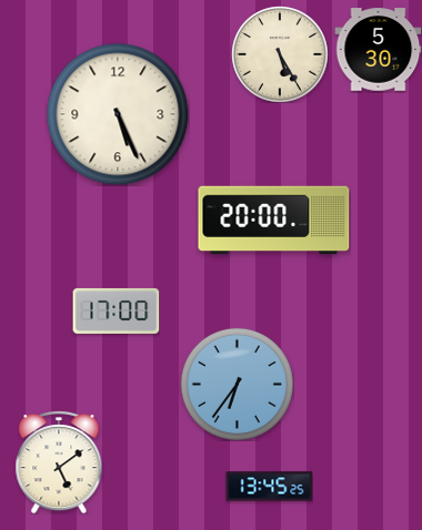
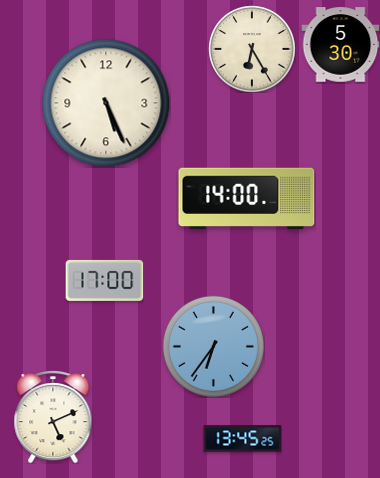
clock at (280, 54): 5:25 -> 6:25
clock at (274, 221): 20:00 -> 14:00
clock at (59, 462): 5:09 -> 5:11
